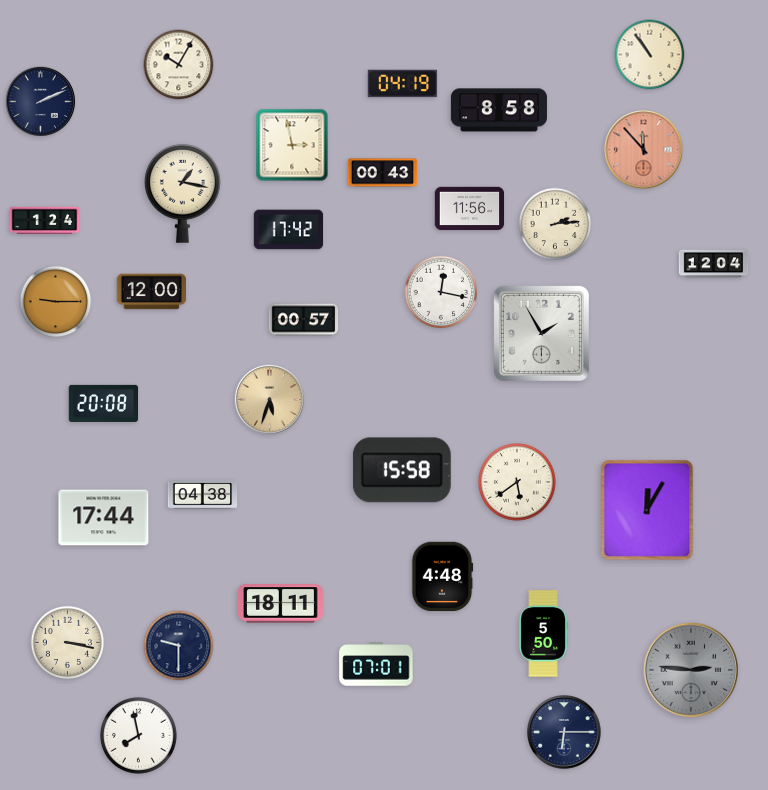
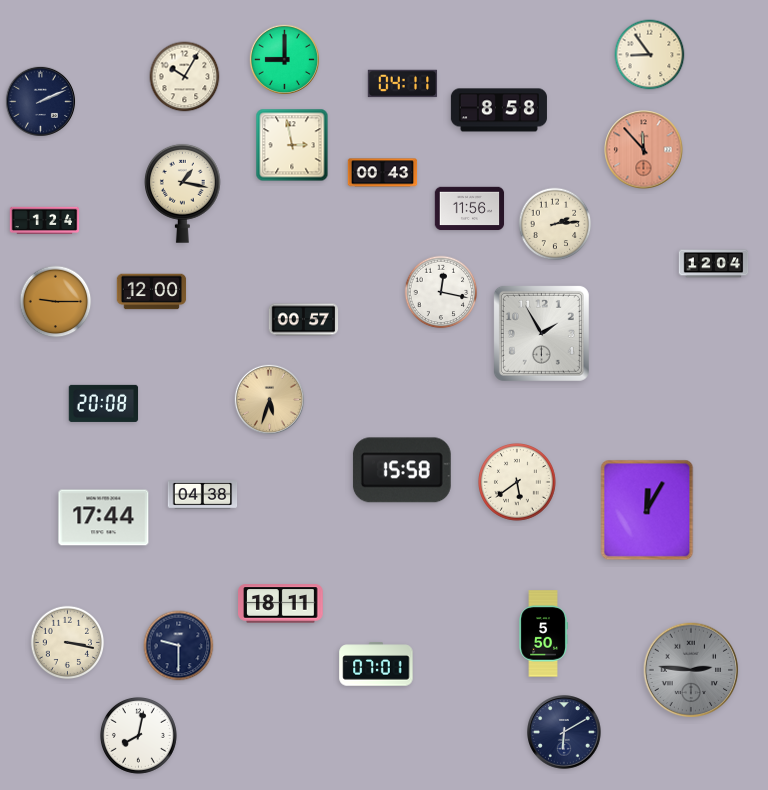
clock at (650, 55): 10:54 -> 8:54
clock at (284, 59): none -> 9:00
clock at (179, 65) position: (179, 65) -> (185, 77)
clock at (403, 84): 04:19 -> 04:11
clock at (289, 230): 17:42 -> none
clock at (442, 577): 4:48 -> none
clock at (564, 732): 6:15 -> 6:10
clock at (138, 735): 7:58 -> 8:02
